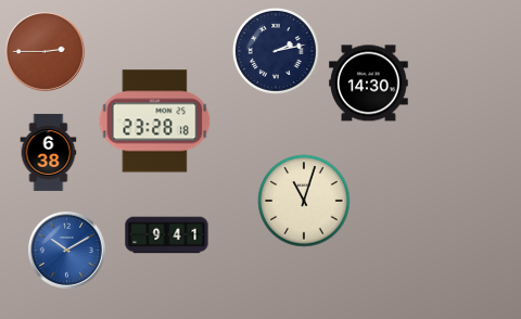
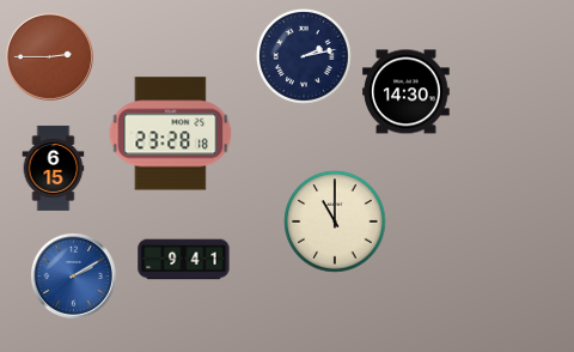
clock at (49, 152): 6:38 -> 6:15
clock at (304, 201): 11:03 -> 11:00
clock at (66, 250): 10:10 -> 2:10
